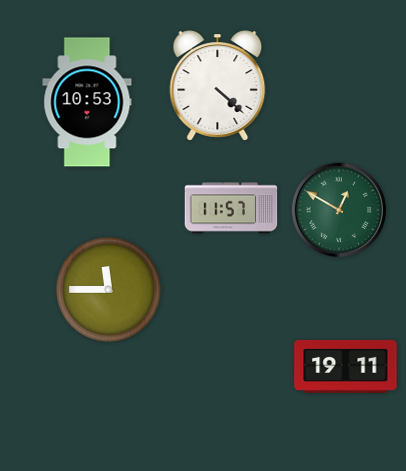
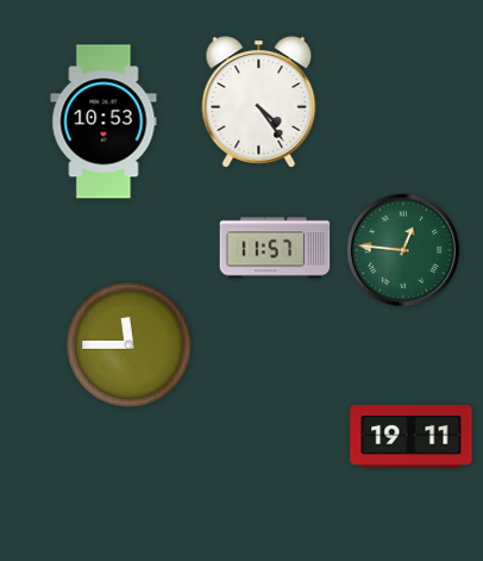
clock at (218, 86): 4:22 -> 4:24
clock at (338, 209): 12:50 -> 12:46
